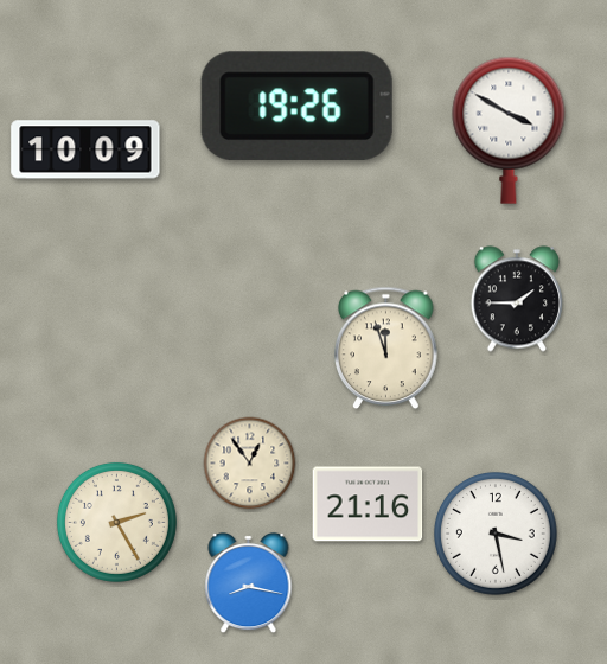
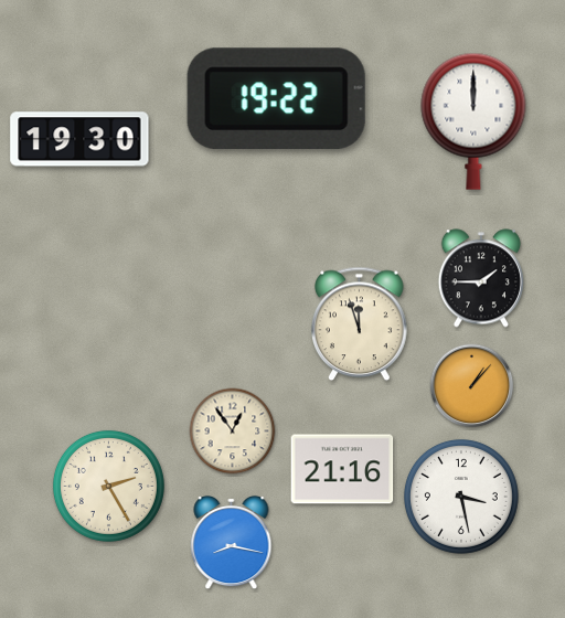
clock at (296, 106): 19:26 -> 19:22
clock at (509, 130): 3:50 -> 12:00
clock at (85, 149): 10:09 -> 19:30
clock at (472, 386): none -> 1:07
